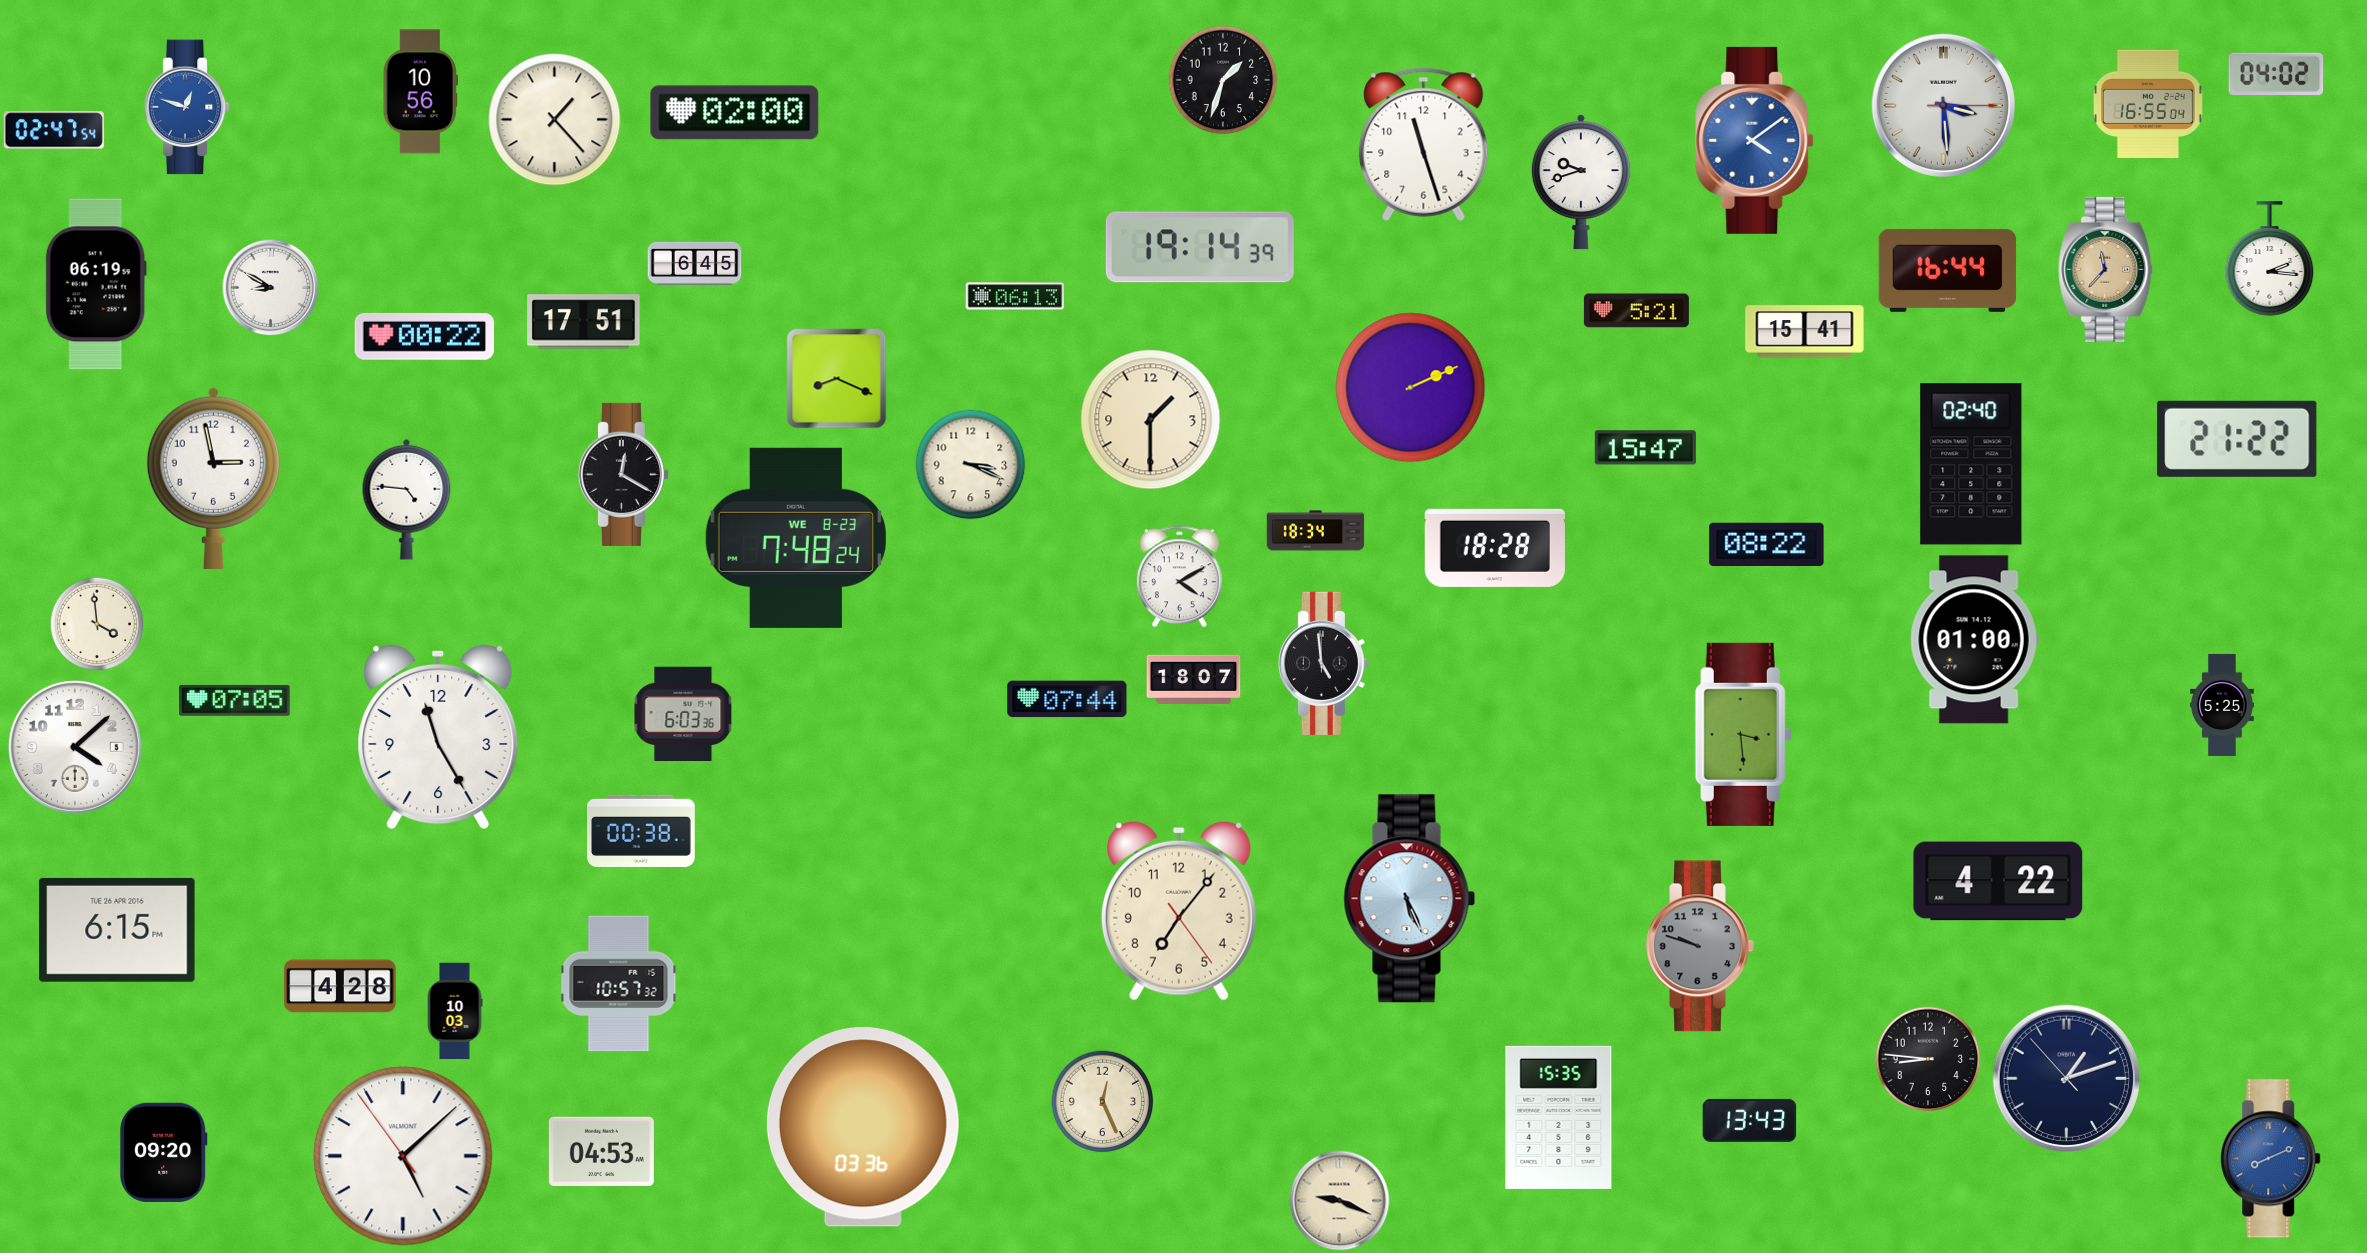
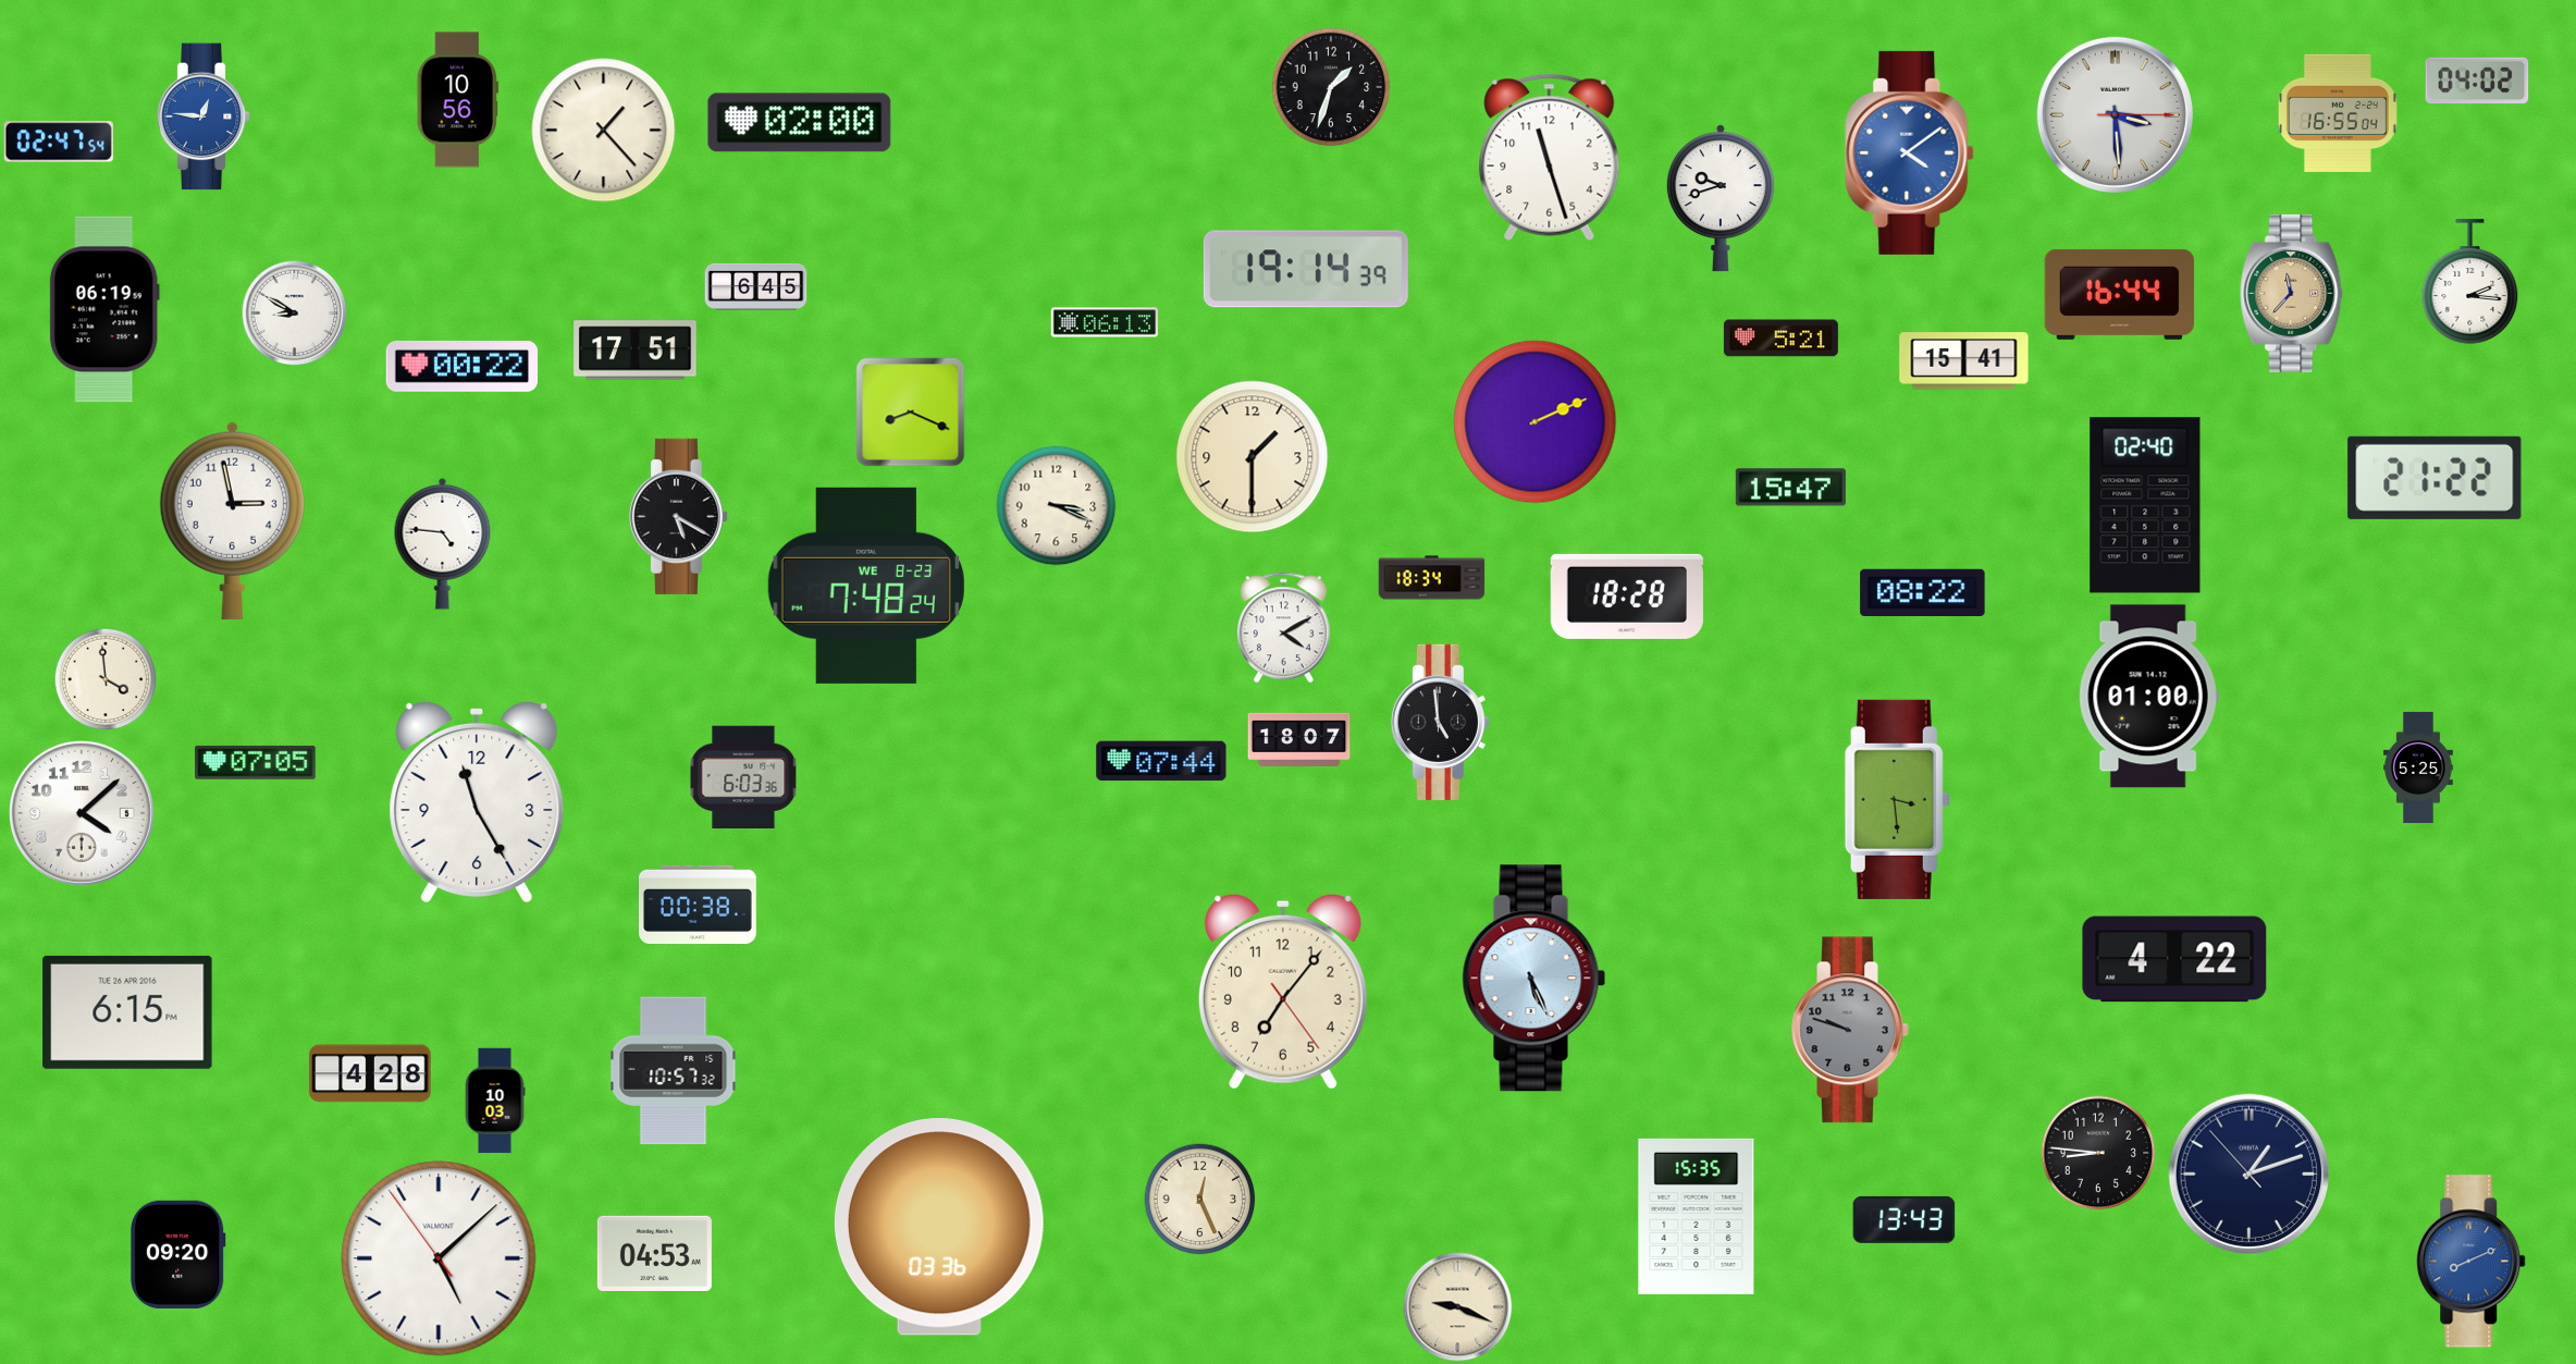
clock at (187, 107): 12:48 -> 12:46
clock at (623, 474): 12:20 -> 5:20
